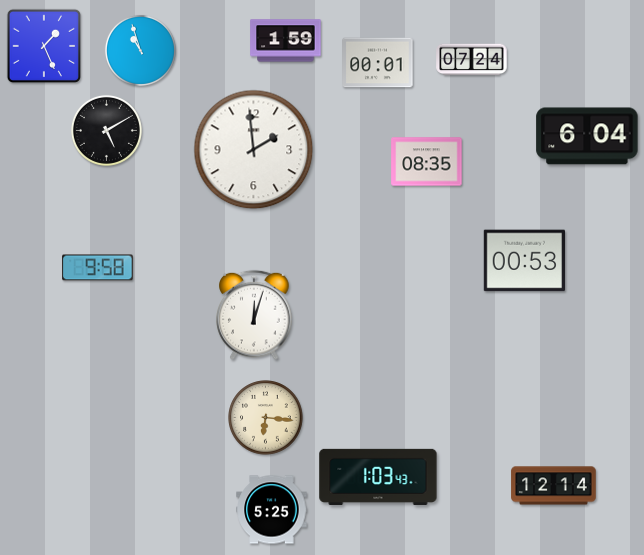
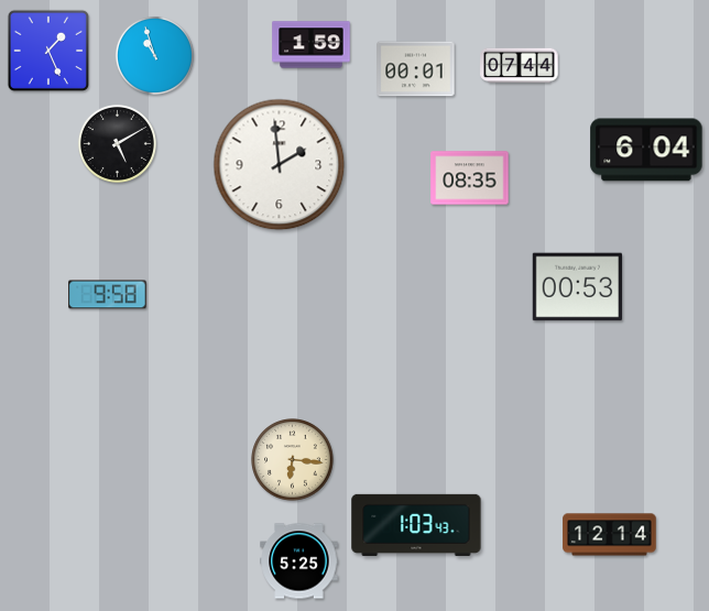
clock at (286, 41) position: (286, 41) -> (312, 45)
clock at (472, 60): 07:24 -> 07:44
clock at (254, 315): 12:03 -> none
